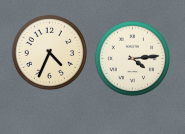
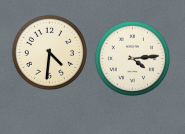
clock at (50, 53): 4:34 -> 4:31
